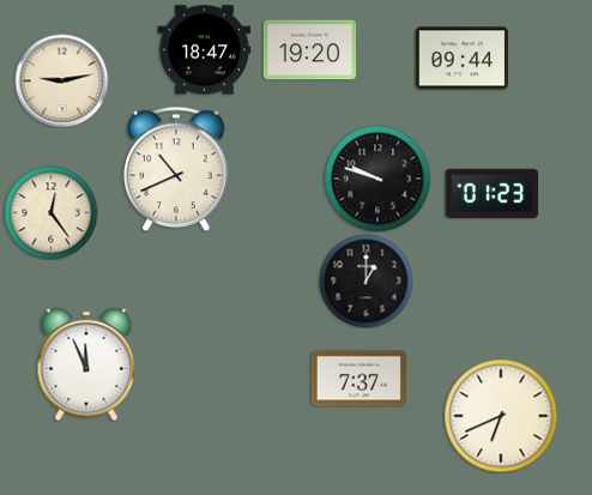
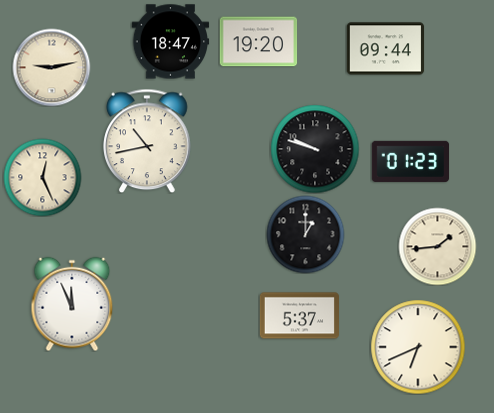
clock at (176, 169): 10:41 -> 10:43
clock at (50, 212): 12:24 -> 12:26
clock at (437, 246): none -> 1:44
clock at (358, 379): 7:37 -> 5:37
